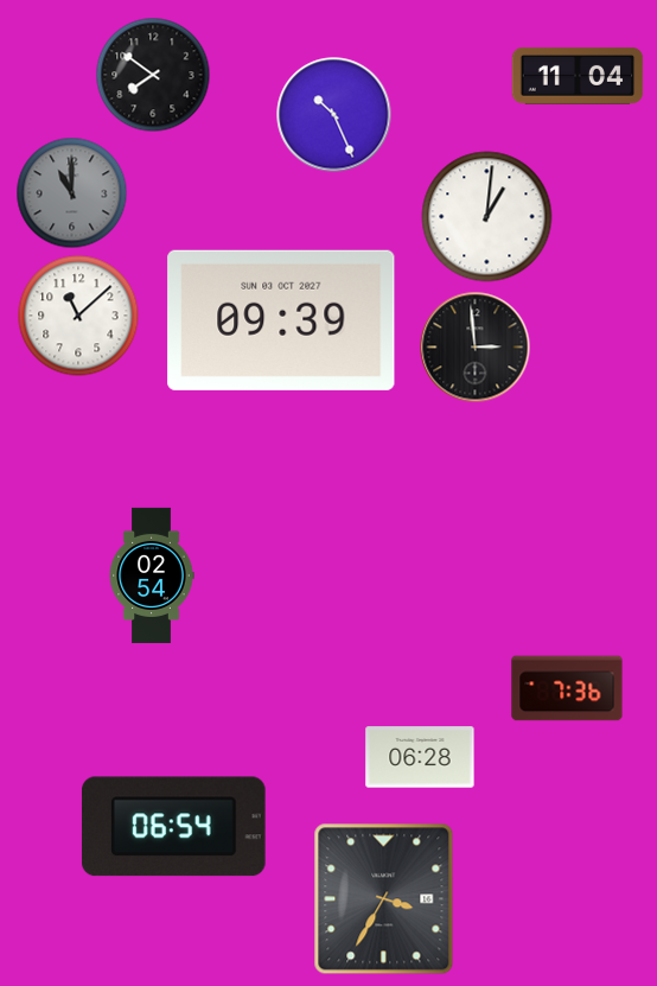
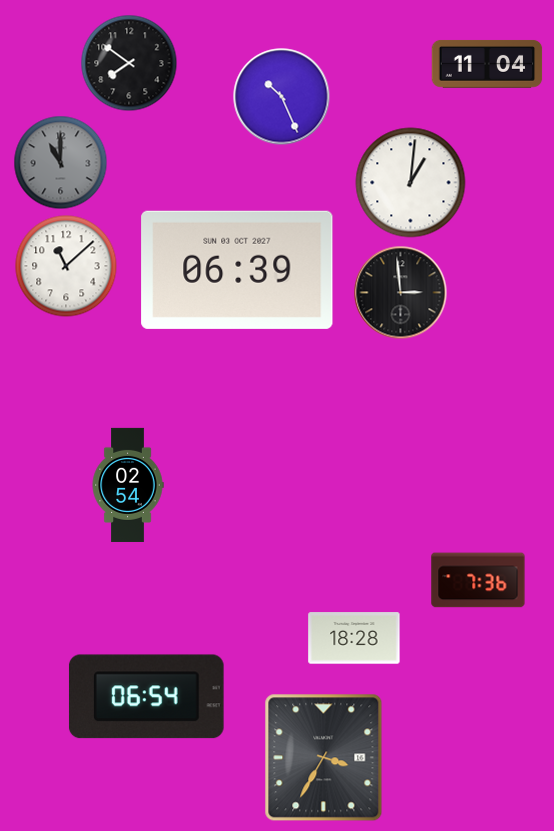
clock at (281, 320): 09:39 -> 06:39
clock at (420, 757): 06:28 -> 18:28
